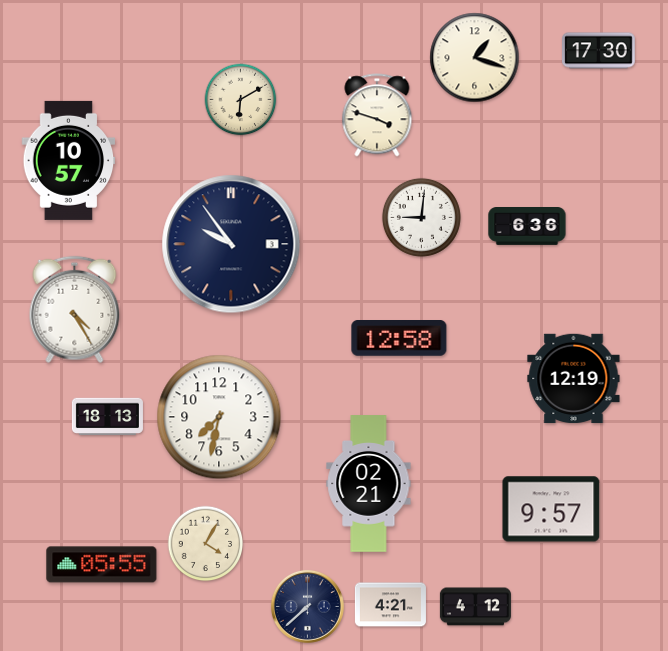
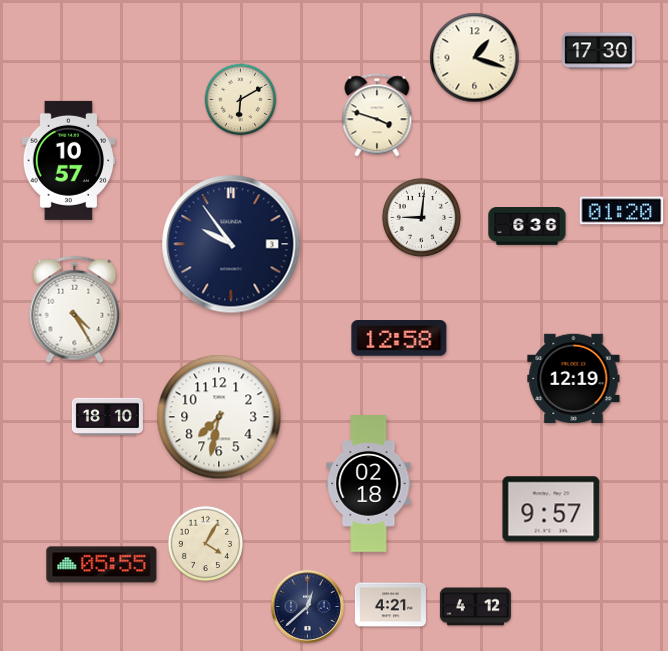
clock at (622, 211): none -> 01:20
clock at (107, 417): 18:13 -> 18:10
clock at (369, 484): 02:21 -> 02:18
clock at (307, 606): 7:38 -> 12:38
